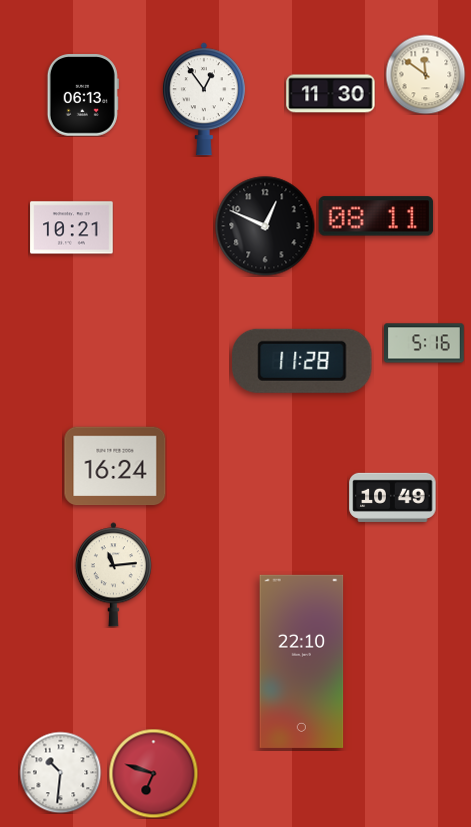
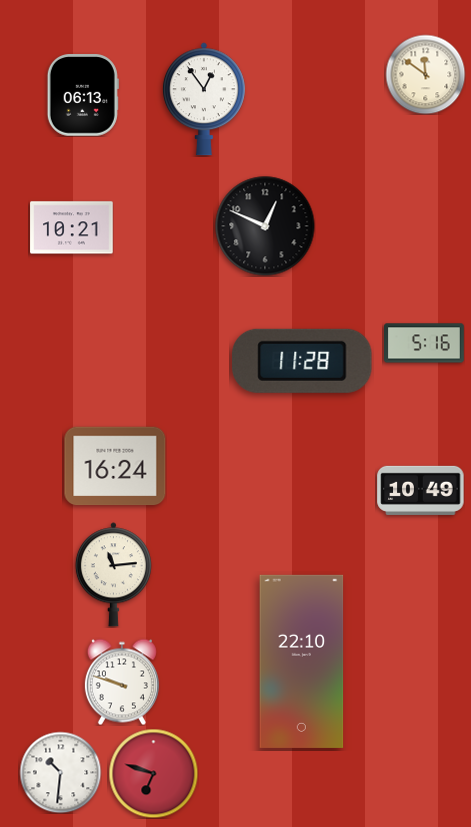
clock at (331, 94): 11:30 -> none
clock at (376, 216): 08:11 -> none
clock at (393, 497) position: (393, 497) -> (421, 490)
clock at (122, 682): none -> 9:48
